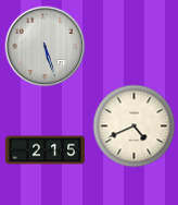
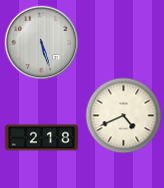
clock at (46, 150): 2:15 -> 2:18
